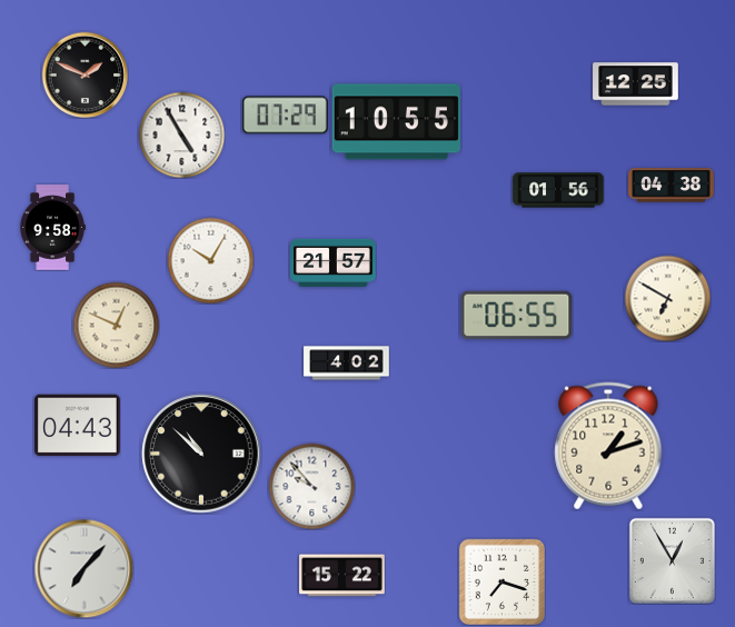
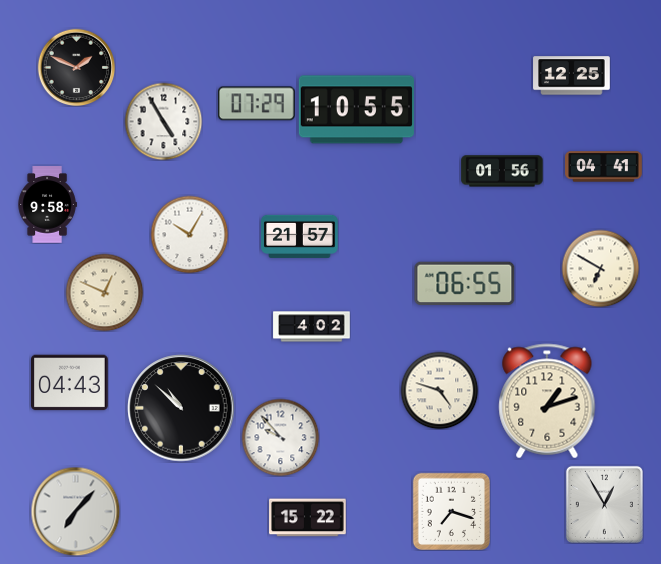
clock at (672, 186): 04:38 -> 04:41
clock at (439, 390): none -> 4:48
clock at (501, 581) position: (501, 581) -> (451, 511)
